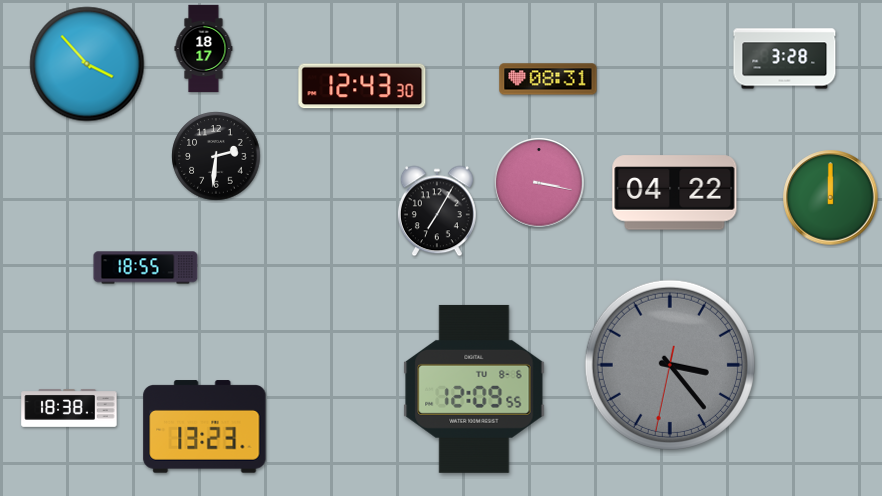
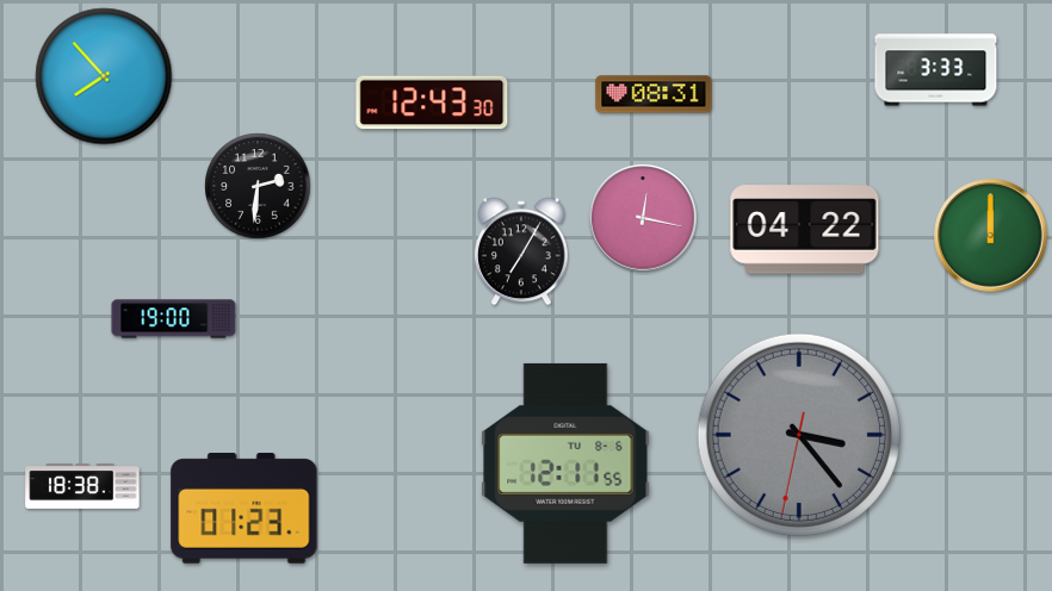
clock at (204, 49): 18:17 -> none
clock at (785, 59): 3:28 -> 3:33
clock at (87, 64): 3:53 -> 7:53
clock at (539, 183): 3:17 -> 12:17
clock at (146, 268): 18:55 -> 19:00
clock at (474, 389): 12:09 -> 12:11
clock at (205, 427): 13:23 -> 01:23
